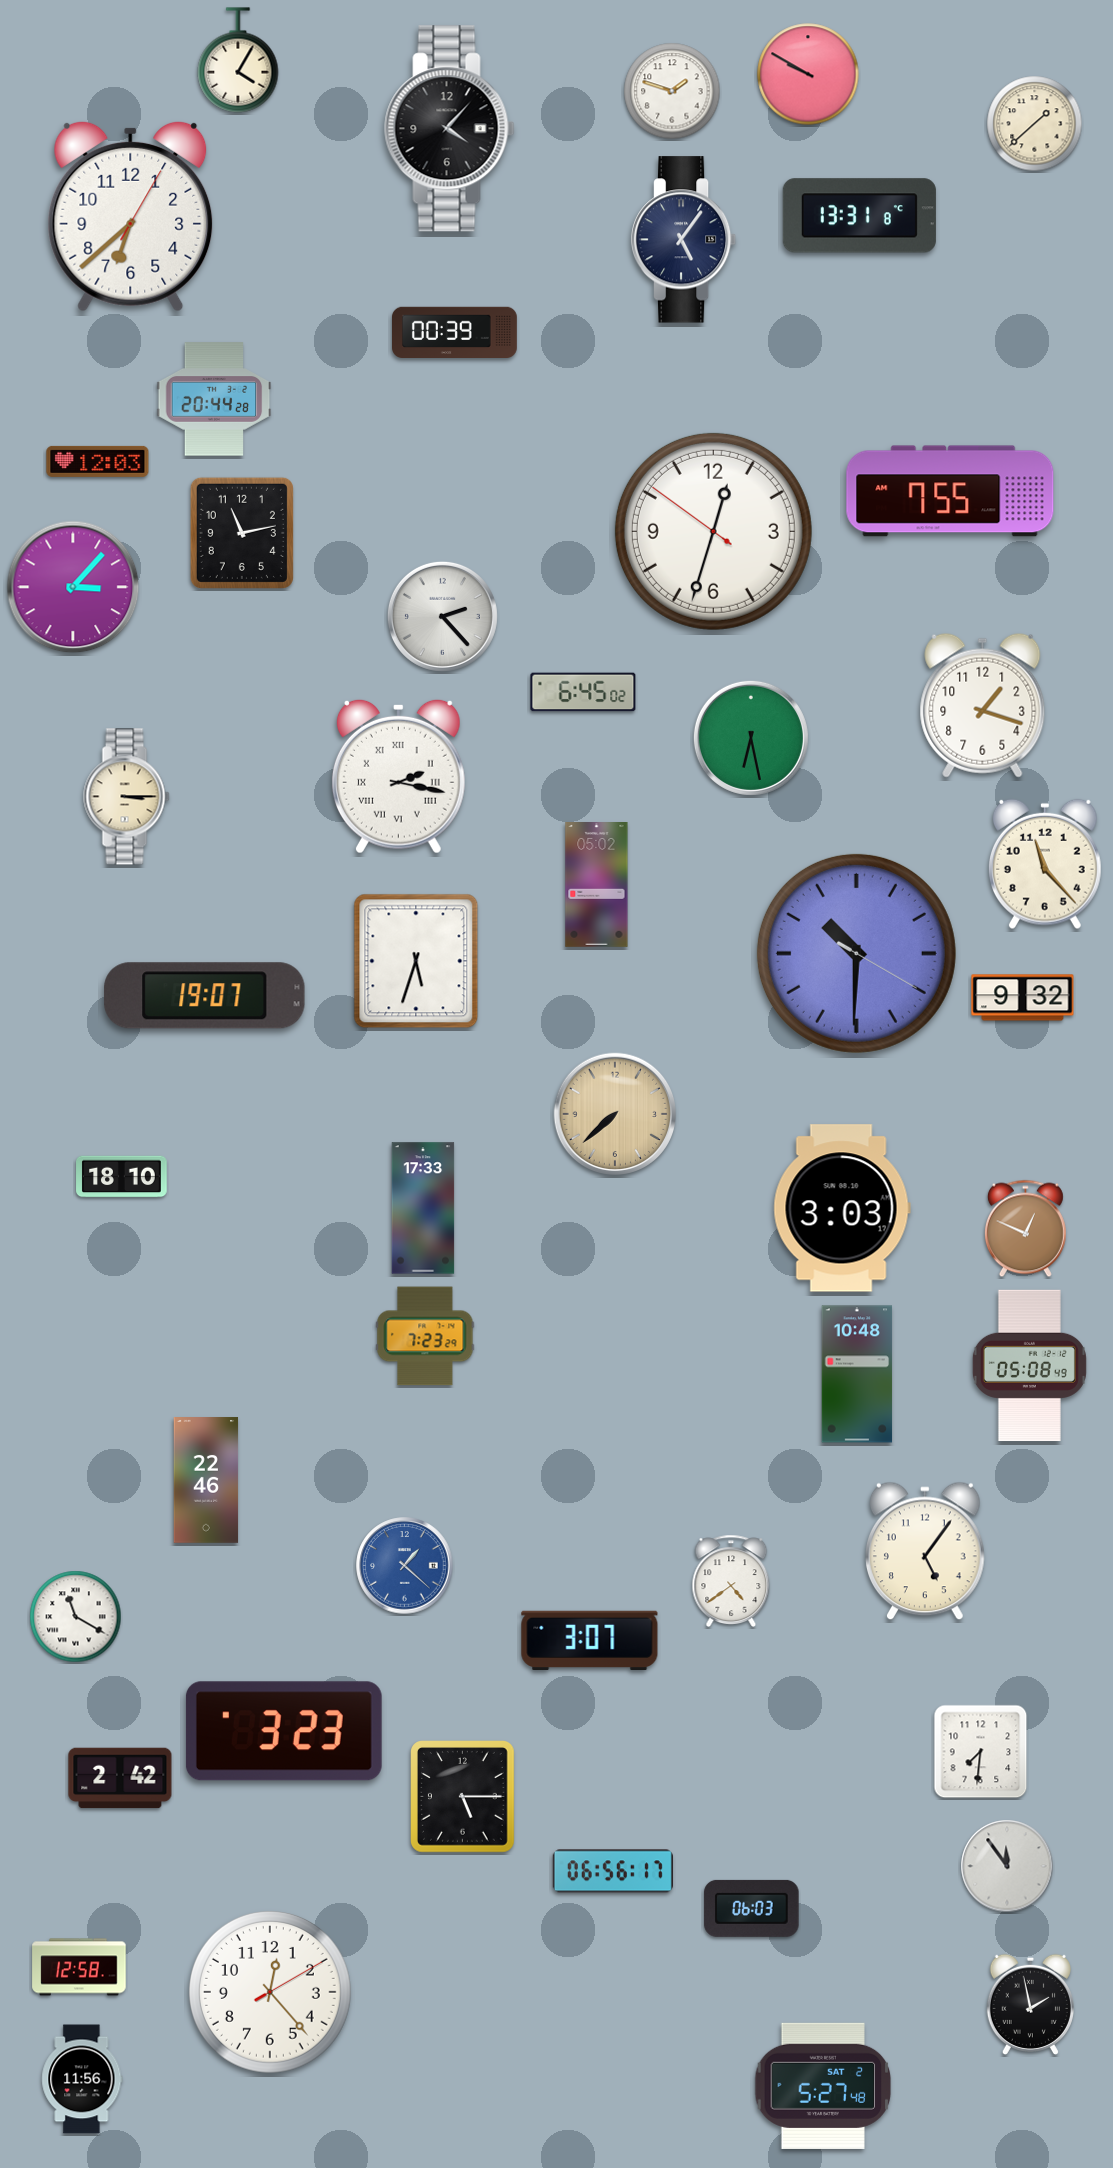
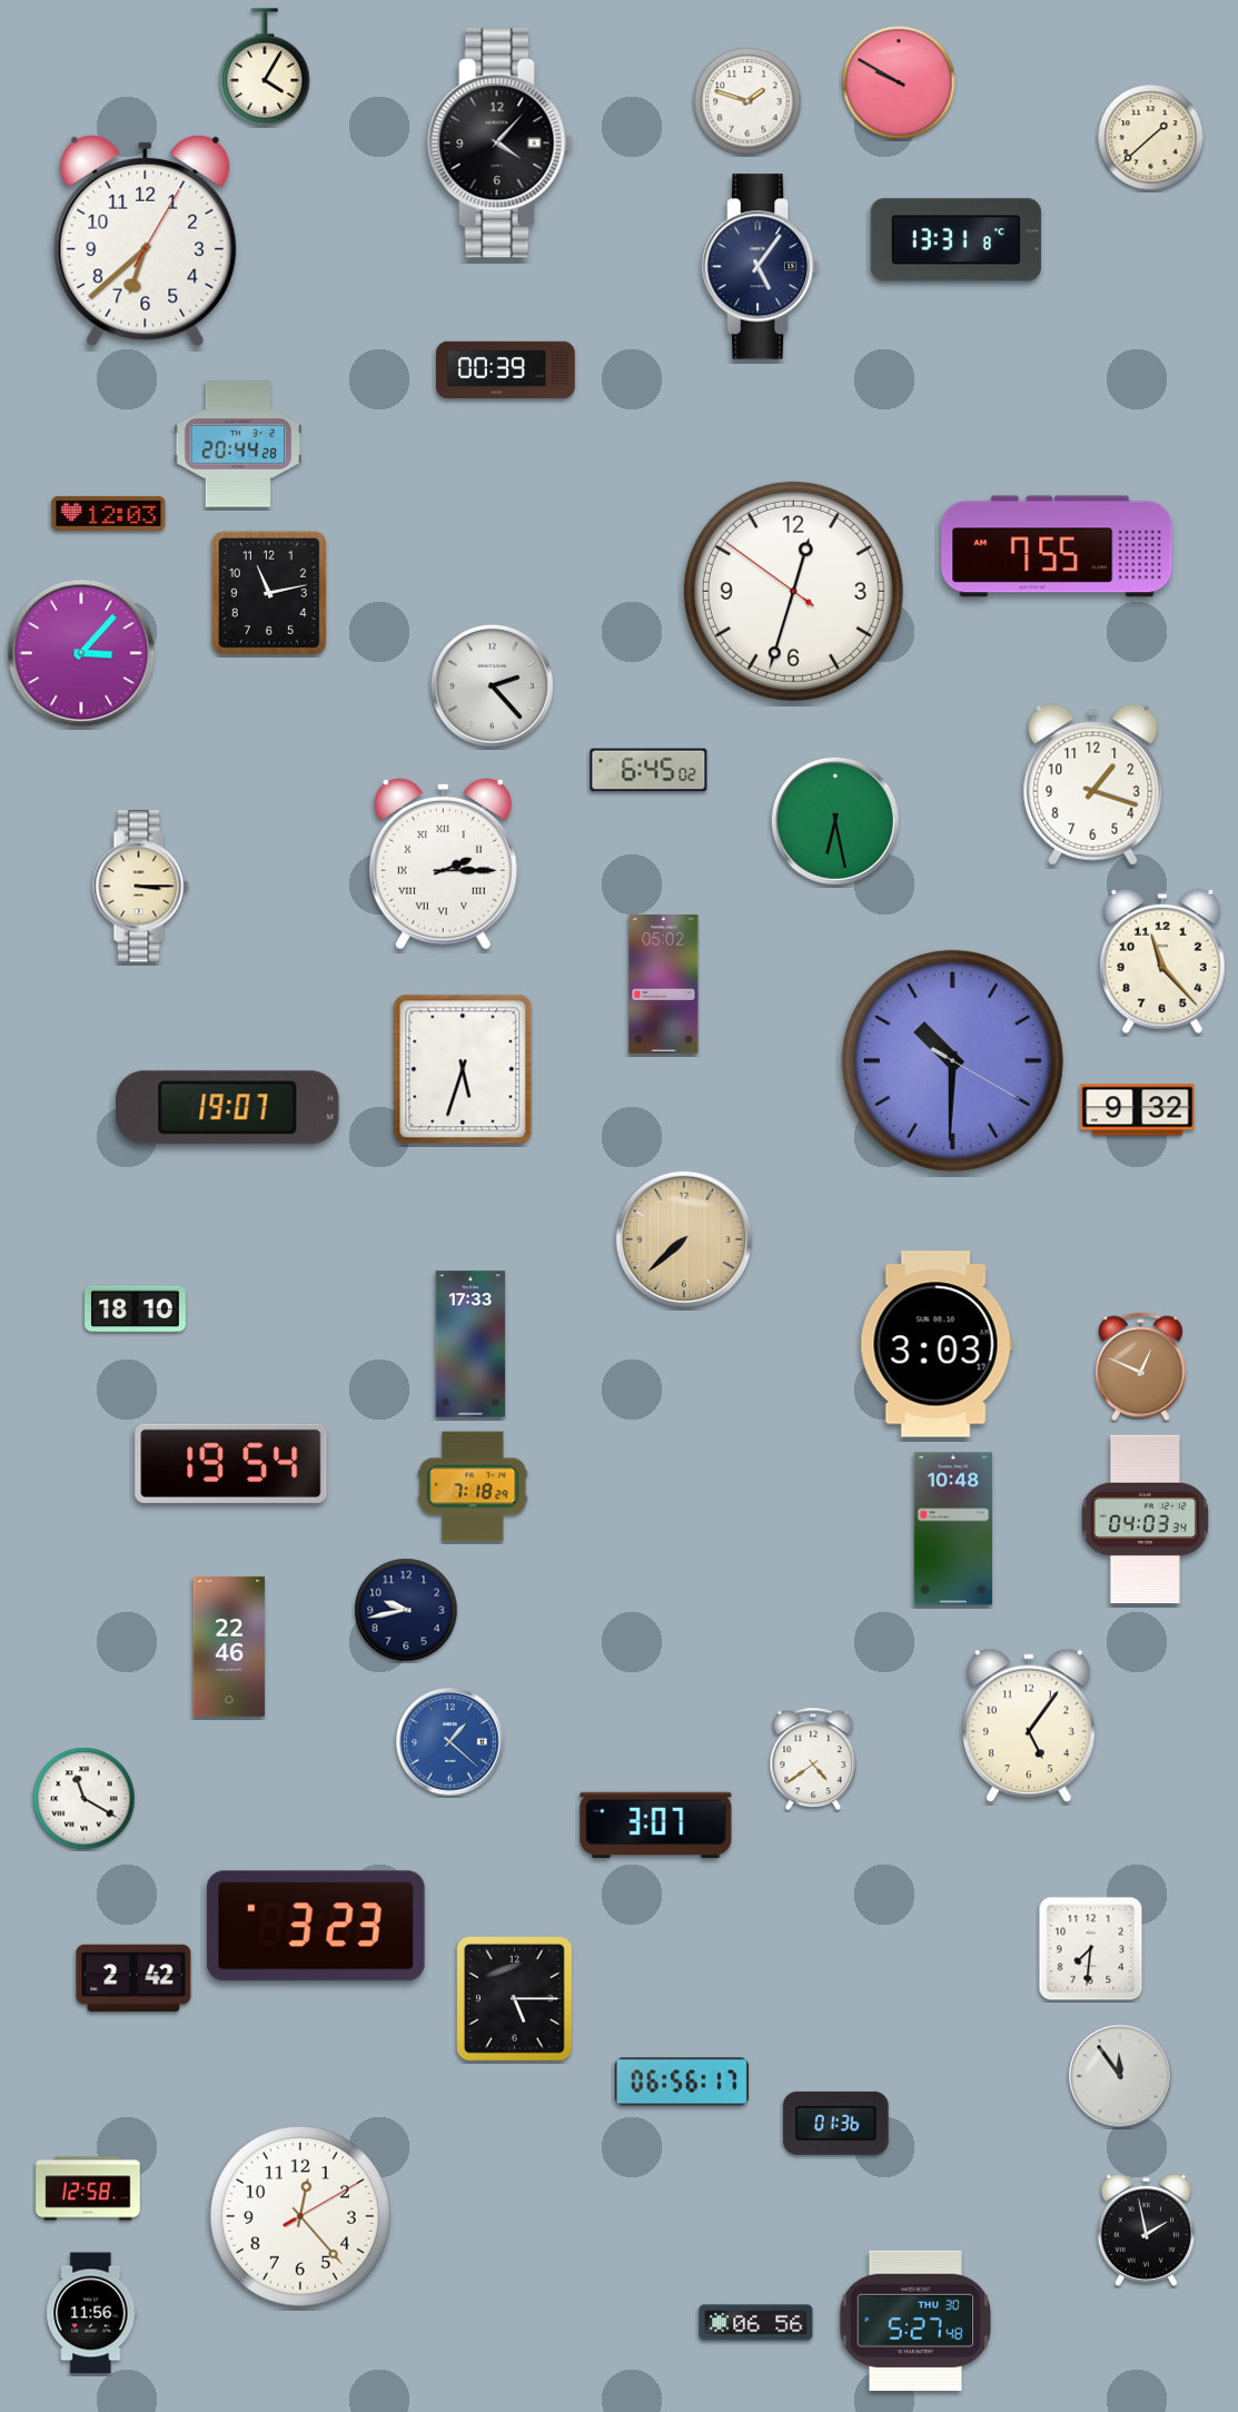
clock at (398, 776): 2:17 -> 2:15
clock at (231, 1463): none -> 19:54
clock at (425, 1336): 7:23 -> 7:18
clock at (1029, 1366): 05:08 -> 04:03
clock at (406, 1610): none -> 9:43
clock at (752, 1908): 06:03 -> 01:36
clock at (823, 2086) date: SAT 2 -> THU 30
clock at (756, 2323): none -> 06:56
